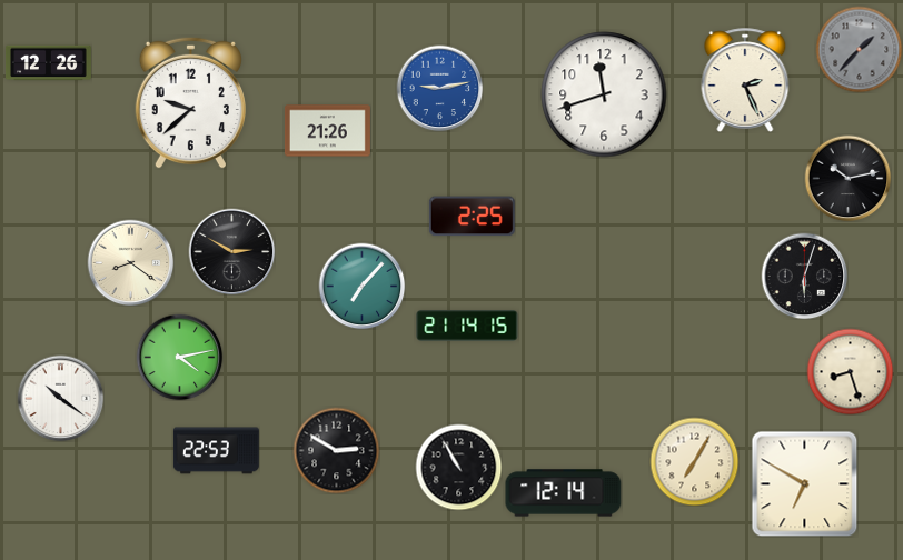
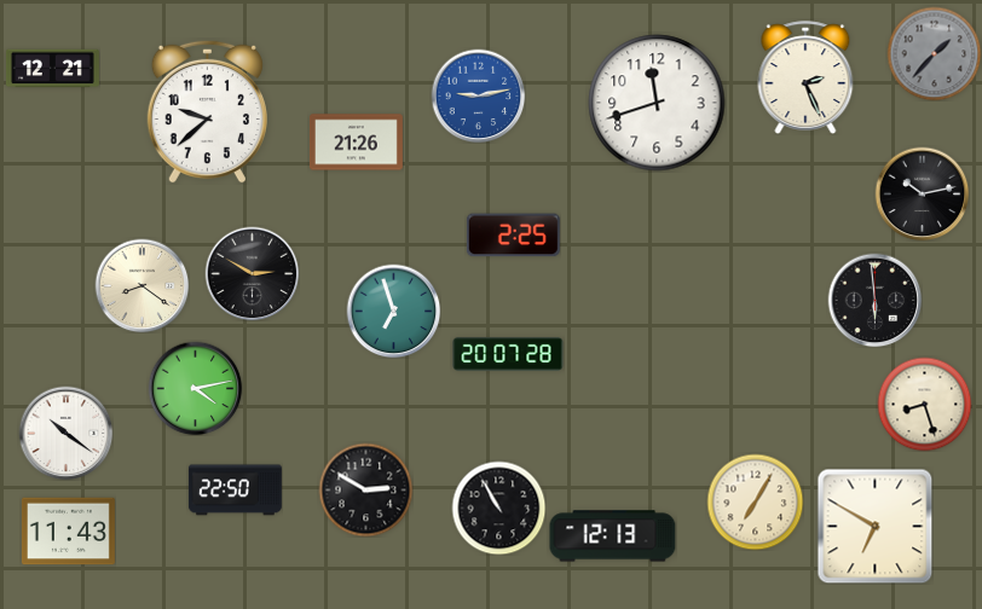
clock at (48, 63): 12:26 -> 12:21
clock at (745, 80) position: (745, 80) -> (805, 77)
clock at (804, 276): 6:03 -> 5:59
clock at (361, 286): 7:07 -> 6:57
clock at (467, 327): 21:14 -> 20:07
clock at (216, 451): 22:53 -> 22:50
clock at (68, 532): none -> 11:43
clock at (564, 493): 12:14 -> 12:13
